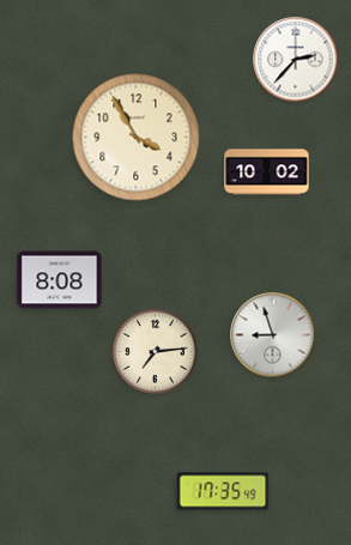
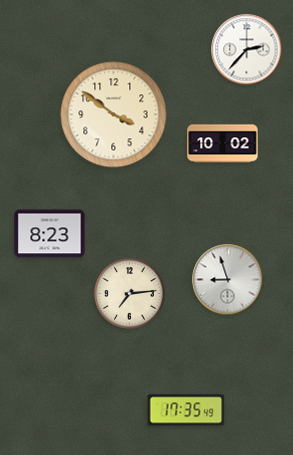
clock at (137, 138): 3:55 -> 3:51
clock at (60, 280): 8:08 -> 8:23
